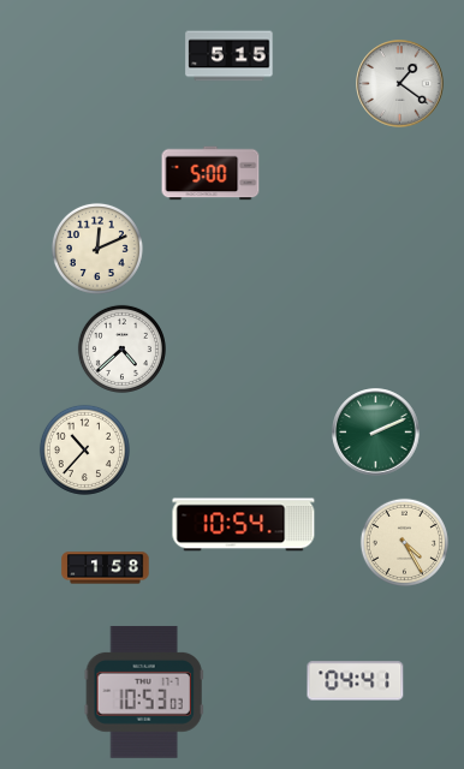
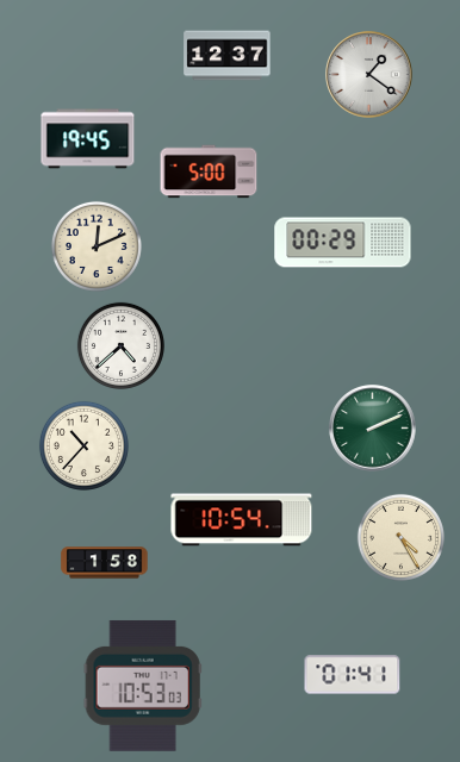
clock at (230, 56): 5:15 -> 12:37
clock at (400, 84) position: (400, 84) -> (369, 75)
clock at (88, 139): none -> 19:45
clock at (343, 243): none -> 00:29
clock at (356, 681): 04:41 -> 01:41
